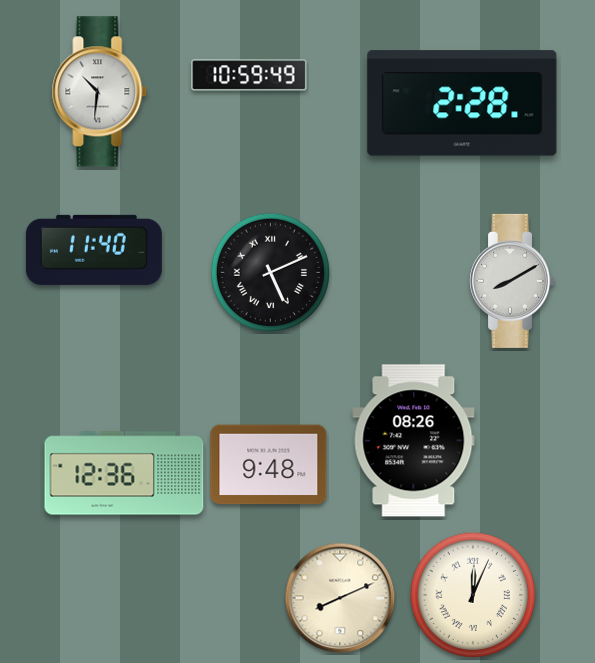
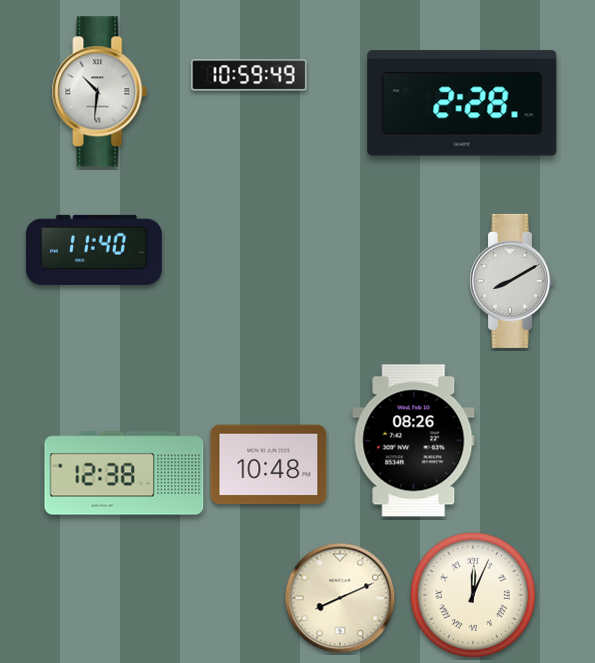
clock at (270, 272): 5:11 -> none
clock at (269, 465): 9:48 -> 10:48
clock at (124, 473): 12:36 -> 12:38
